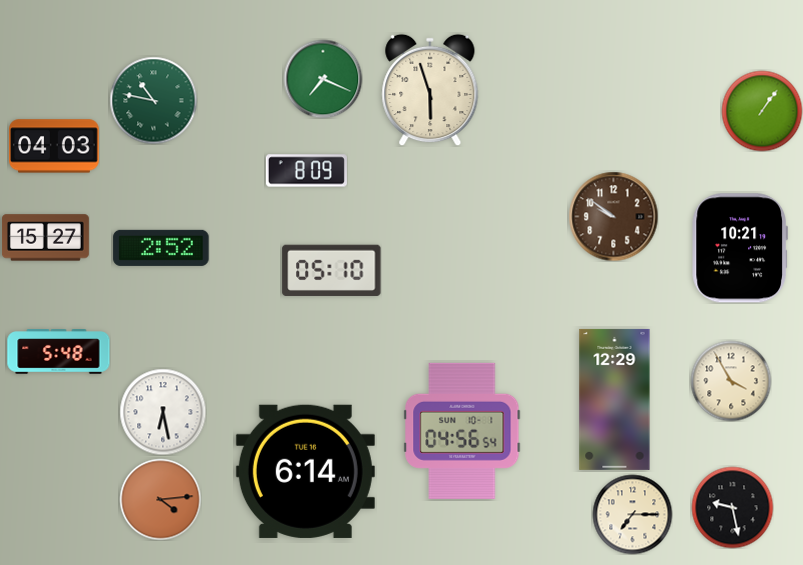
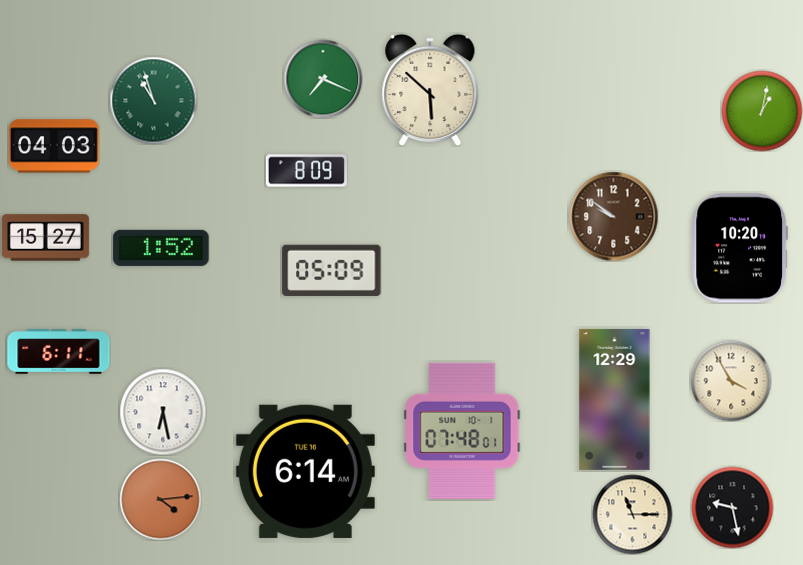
clock at (430, 90): 5:57 -> 5:52
clock at (153, 100): 10:47 -> 10:57
clock at (762, 111): 1:06 -> 1:02
clock at (161, 248): 2:52 -> 1:52
clock at (740, 248): 10:21 -> 10:20
clock at (332, 270): 05:10 -> 05:09
clock at (59, 352): 5:48 -> 6:11
clock at (462, 431): 04:56 -> 07:48
clock at (632, 514): 7:15 -> 11:15
